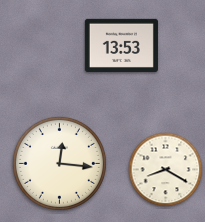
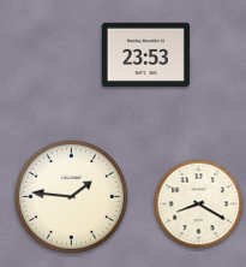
clock at (121, 45): 13:53 -> 23:53
clock at (59, 163): 12:16 -> 1:46
